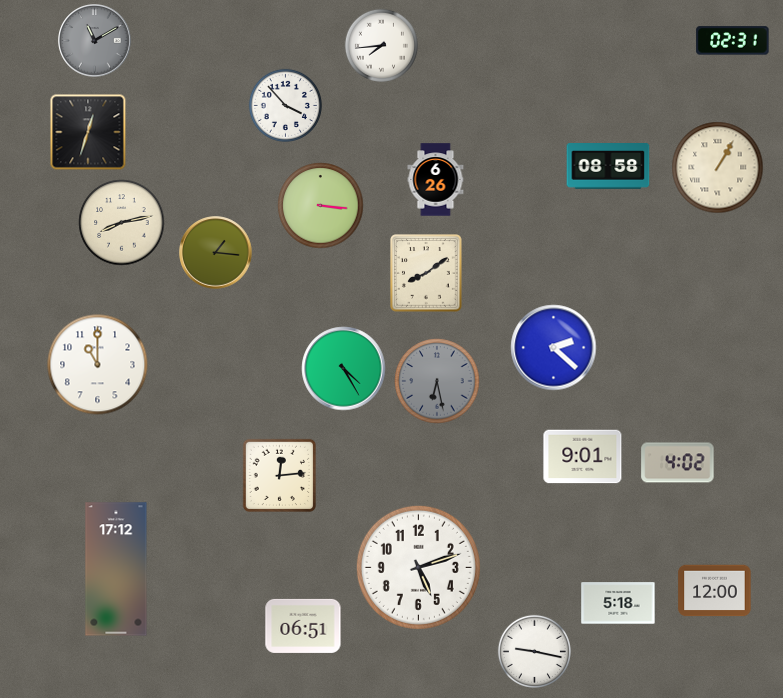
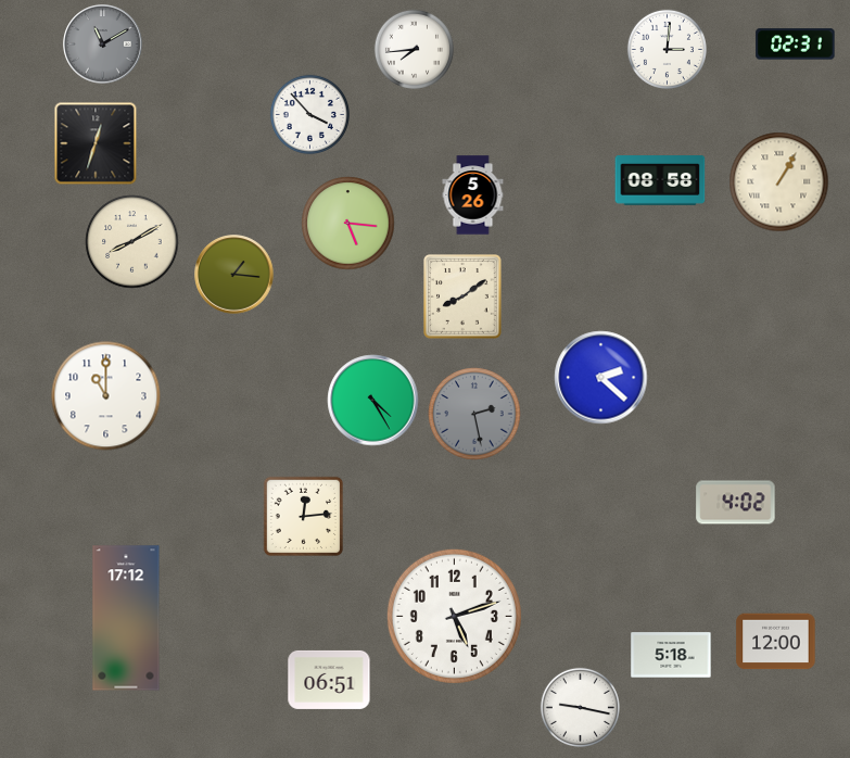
clock at (667, 49): none -> 3:01
clock at (436, 180): 6:26 -> 5:26
clock at (321, 206): 3:16 -> 5:16
clock at (122, 223): 8:13 -> 8:10
clock at (437, 381): 6:28 -> 2:28
clock at (583, 457): 9:01 -> none
